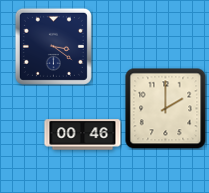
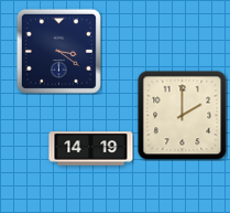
clock at (166, 109) position: (166, 109) -> (183, 116)
clock at (83, 135): 00:46 -> 14:19
